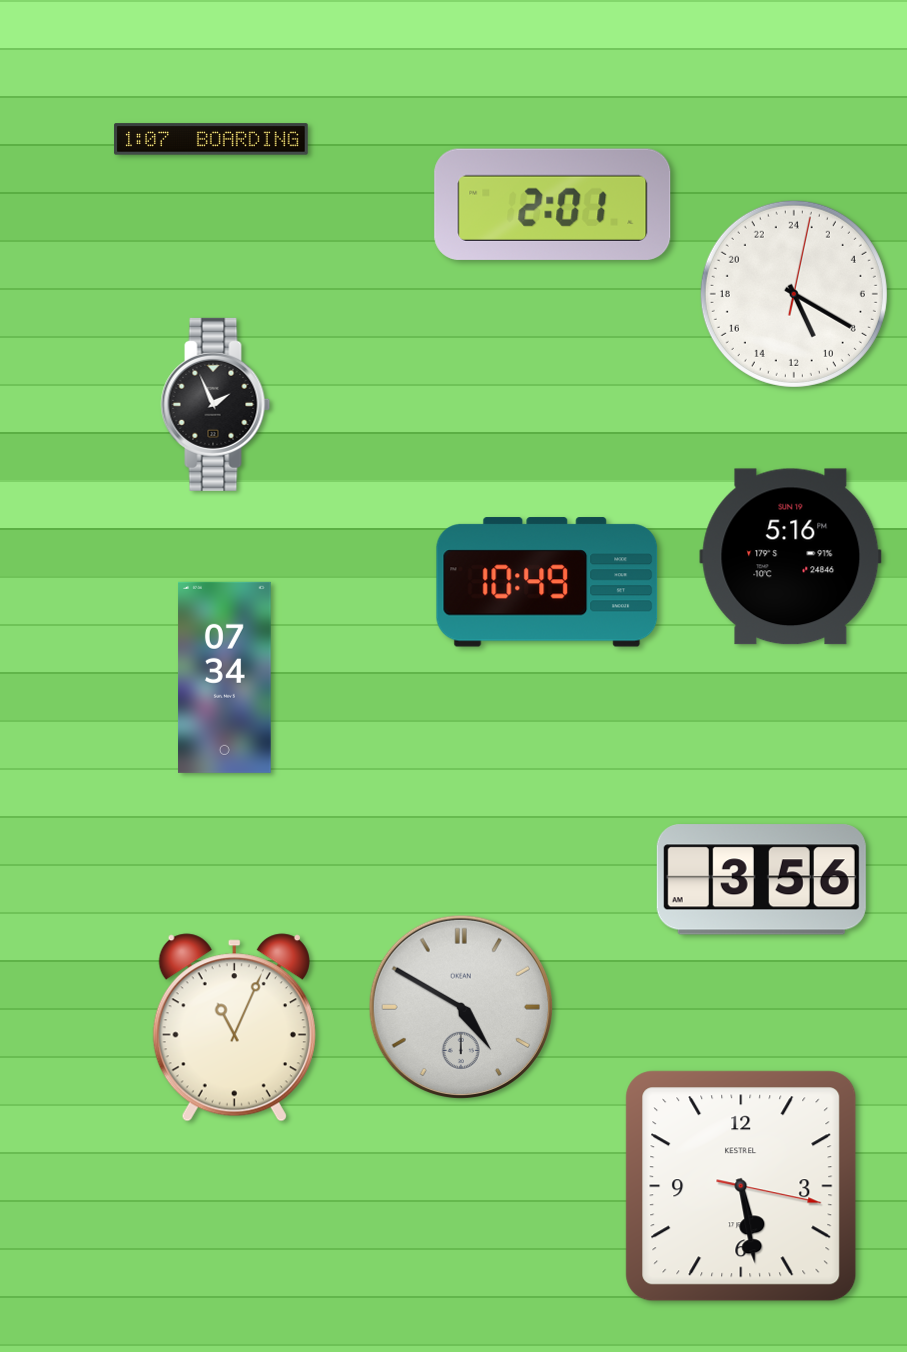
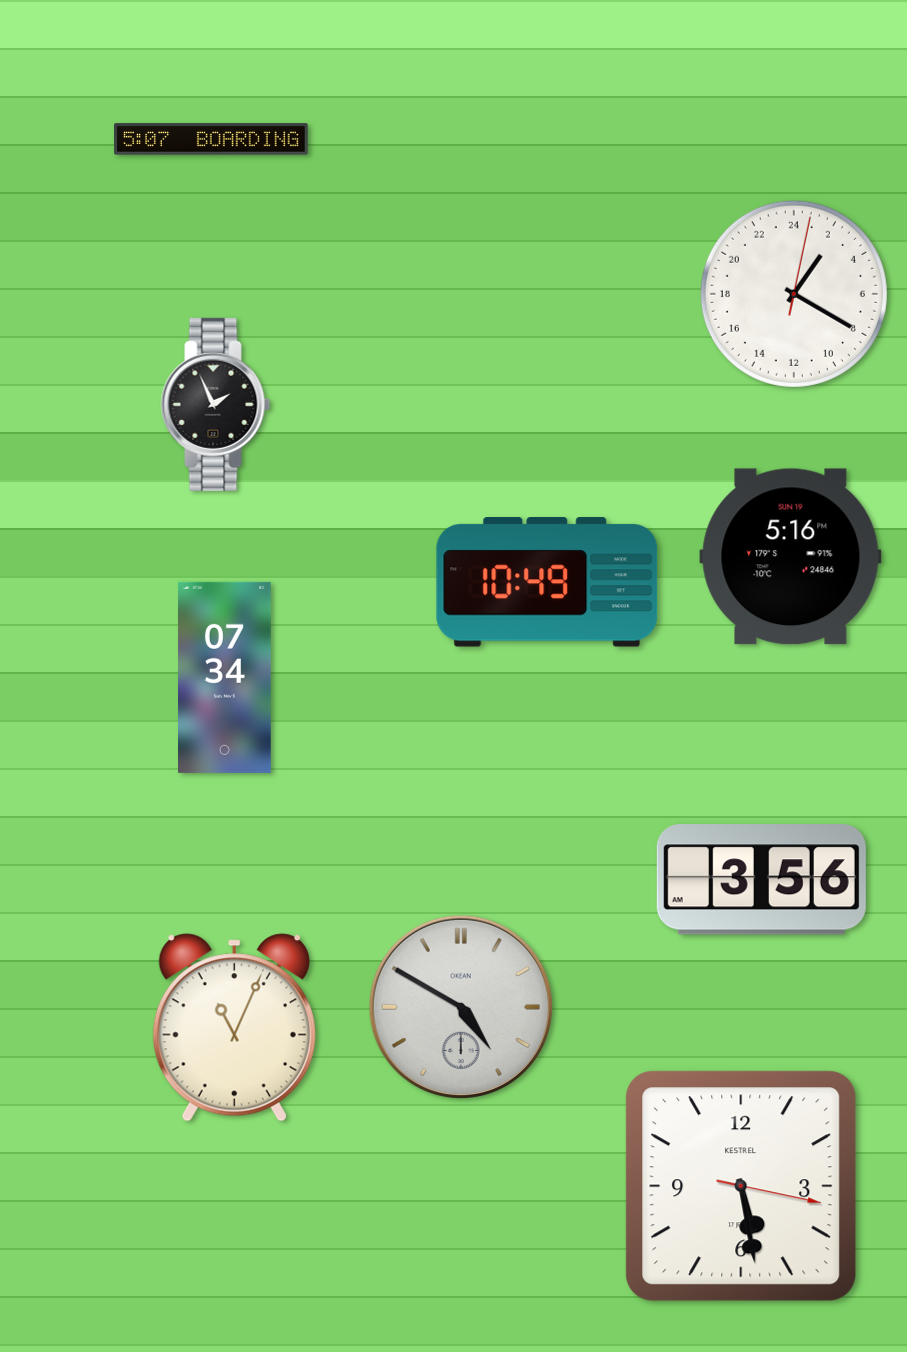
clock at (211, 139): 1:07 -> 5:07
clock at (553, 204): 2:01 -> none
clock at (794, 294): 10:20 -> 2:20
